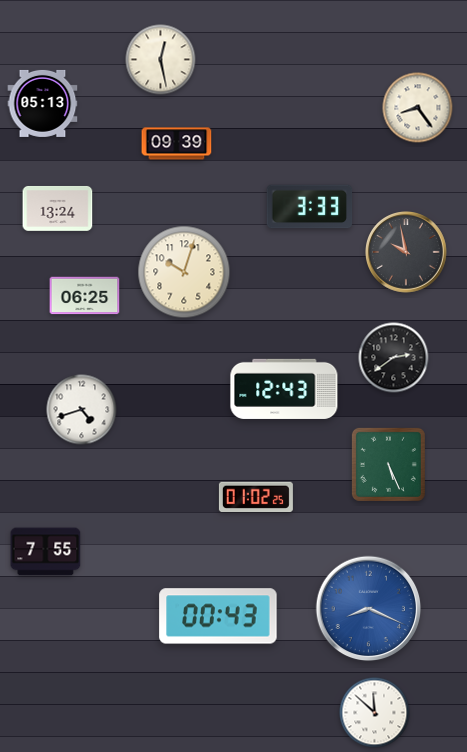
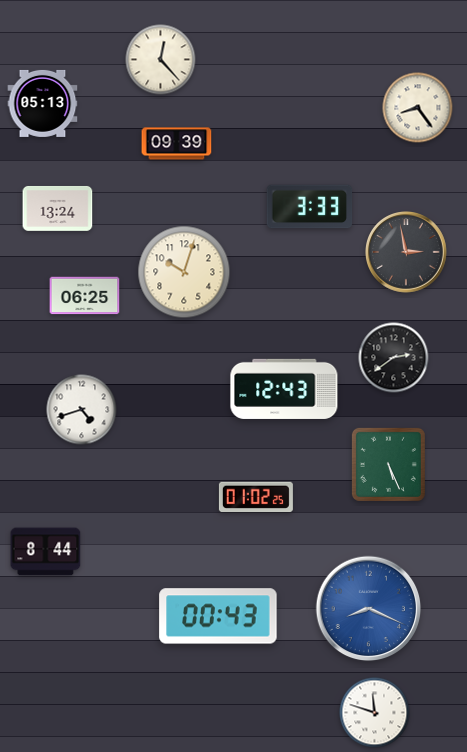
clock at (161, 60): 12:28 -> 12:23
clock at (407, 253): 9:58 -> 2:58
clock at (46, 552): 7:55 -> 8:44
clock at (375, 713): 11:52 -> 11:48
